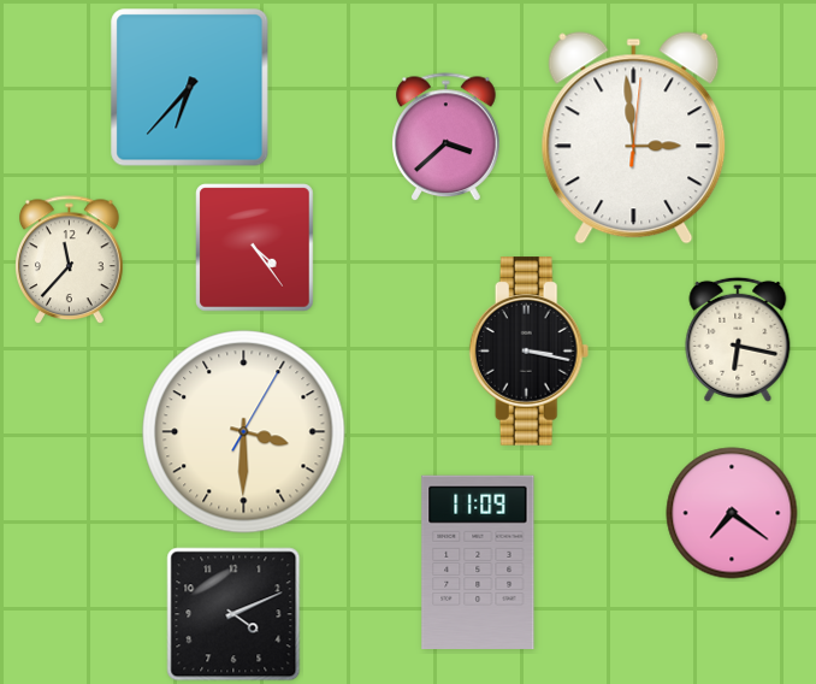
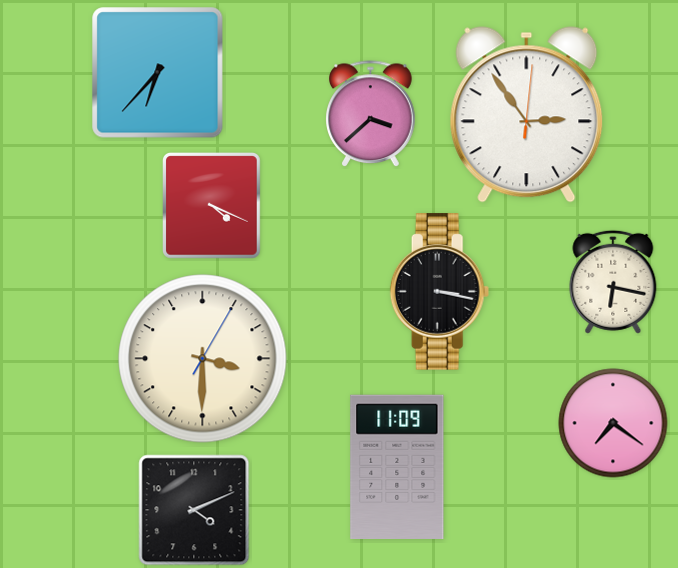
clock at (634, 138): 2:59 -> 2:54
clock at (255, 248): 4:24 -> 4:19
clock at (70, 260): 11:37 -> none
clock at (732, 513) position: (732, 513) -> (613, 423)
